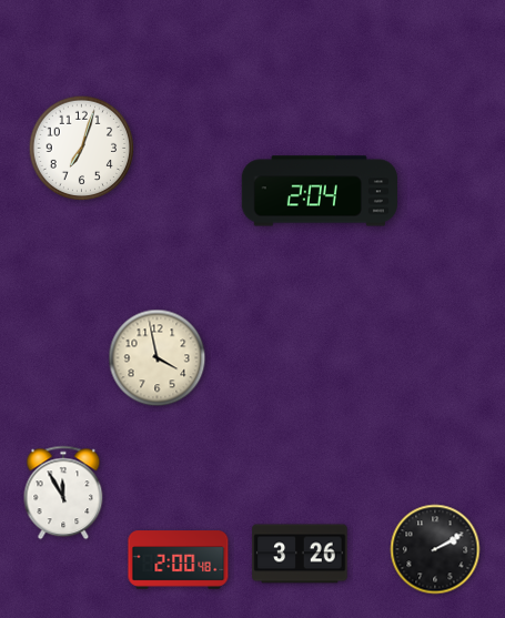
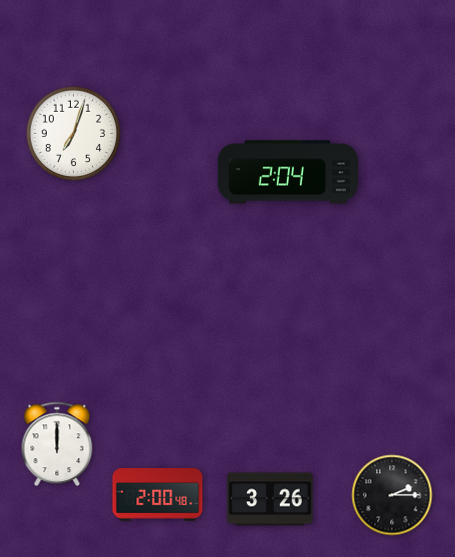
clock at (158, 358): 3:58 -> none
clock at (63, 493): 11:55 -> 12:00
clock at (435, 549): 2:10 -> 2:15
clock at (179, 560) position: (179, 560) -> (158, 495)
